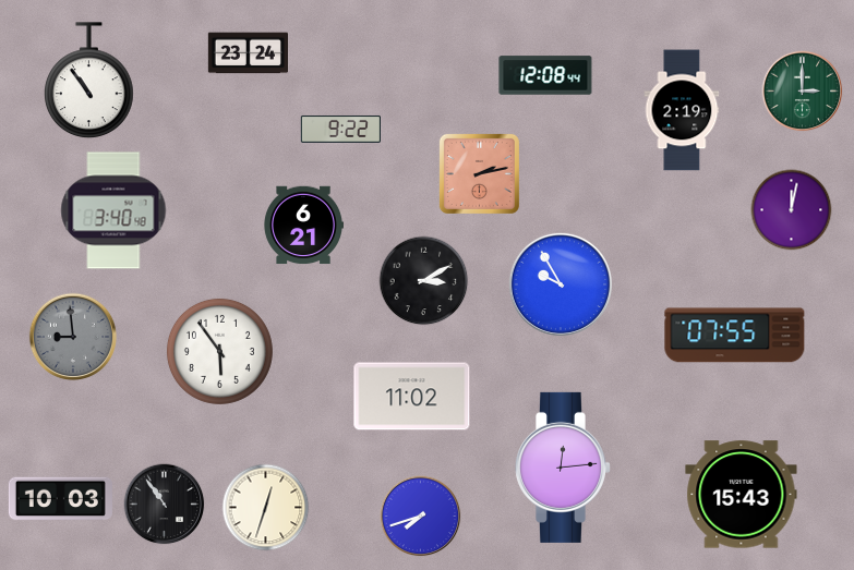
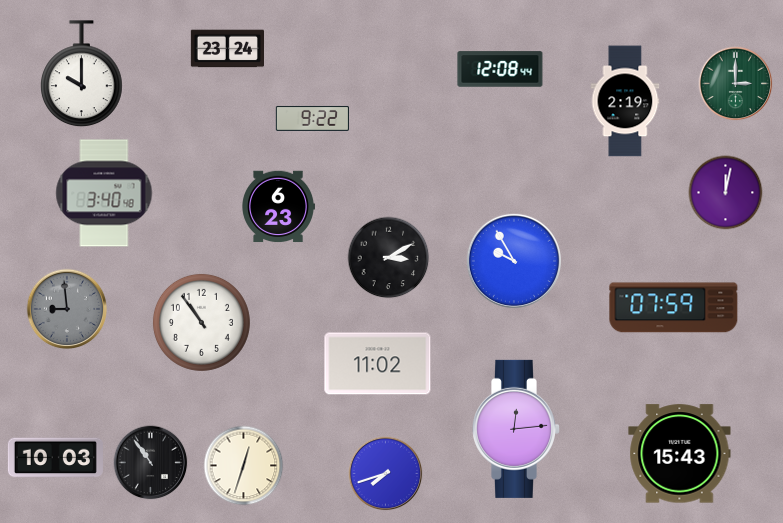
clock at (89, 81): 10:54 -> 10:00
clock at (479, 173): 2:13 -> none
clock at (304, 226): 6:21 -> 6:23
clock at (735, 336): 07:55 -> 07:59
clock at (219, 351): 5:54 -> 10:54
